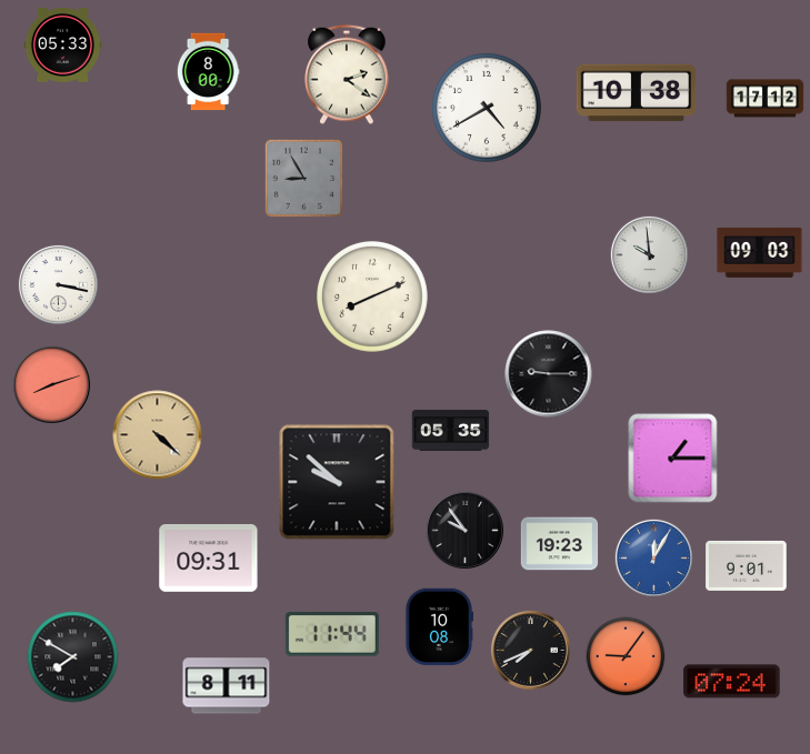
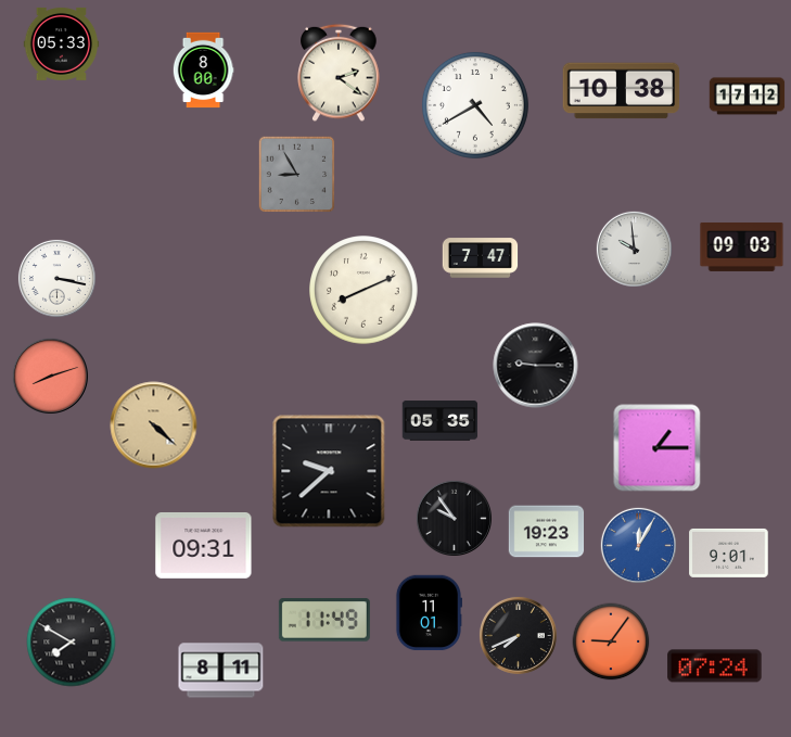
clock at (481, 258): none -> 7:47
clock at (337, 482): 9:52 -> 9:38
clock at (438, 627): 10:08 -> 11:01
clock at (332, 635): 11:44 -> 11:49
